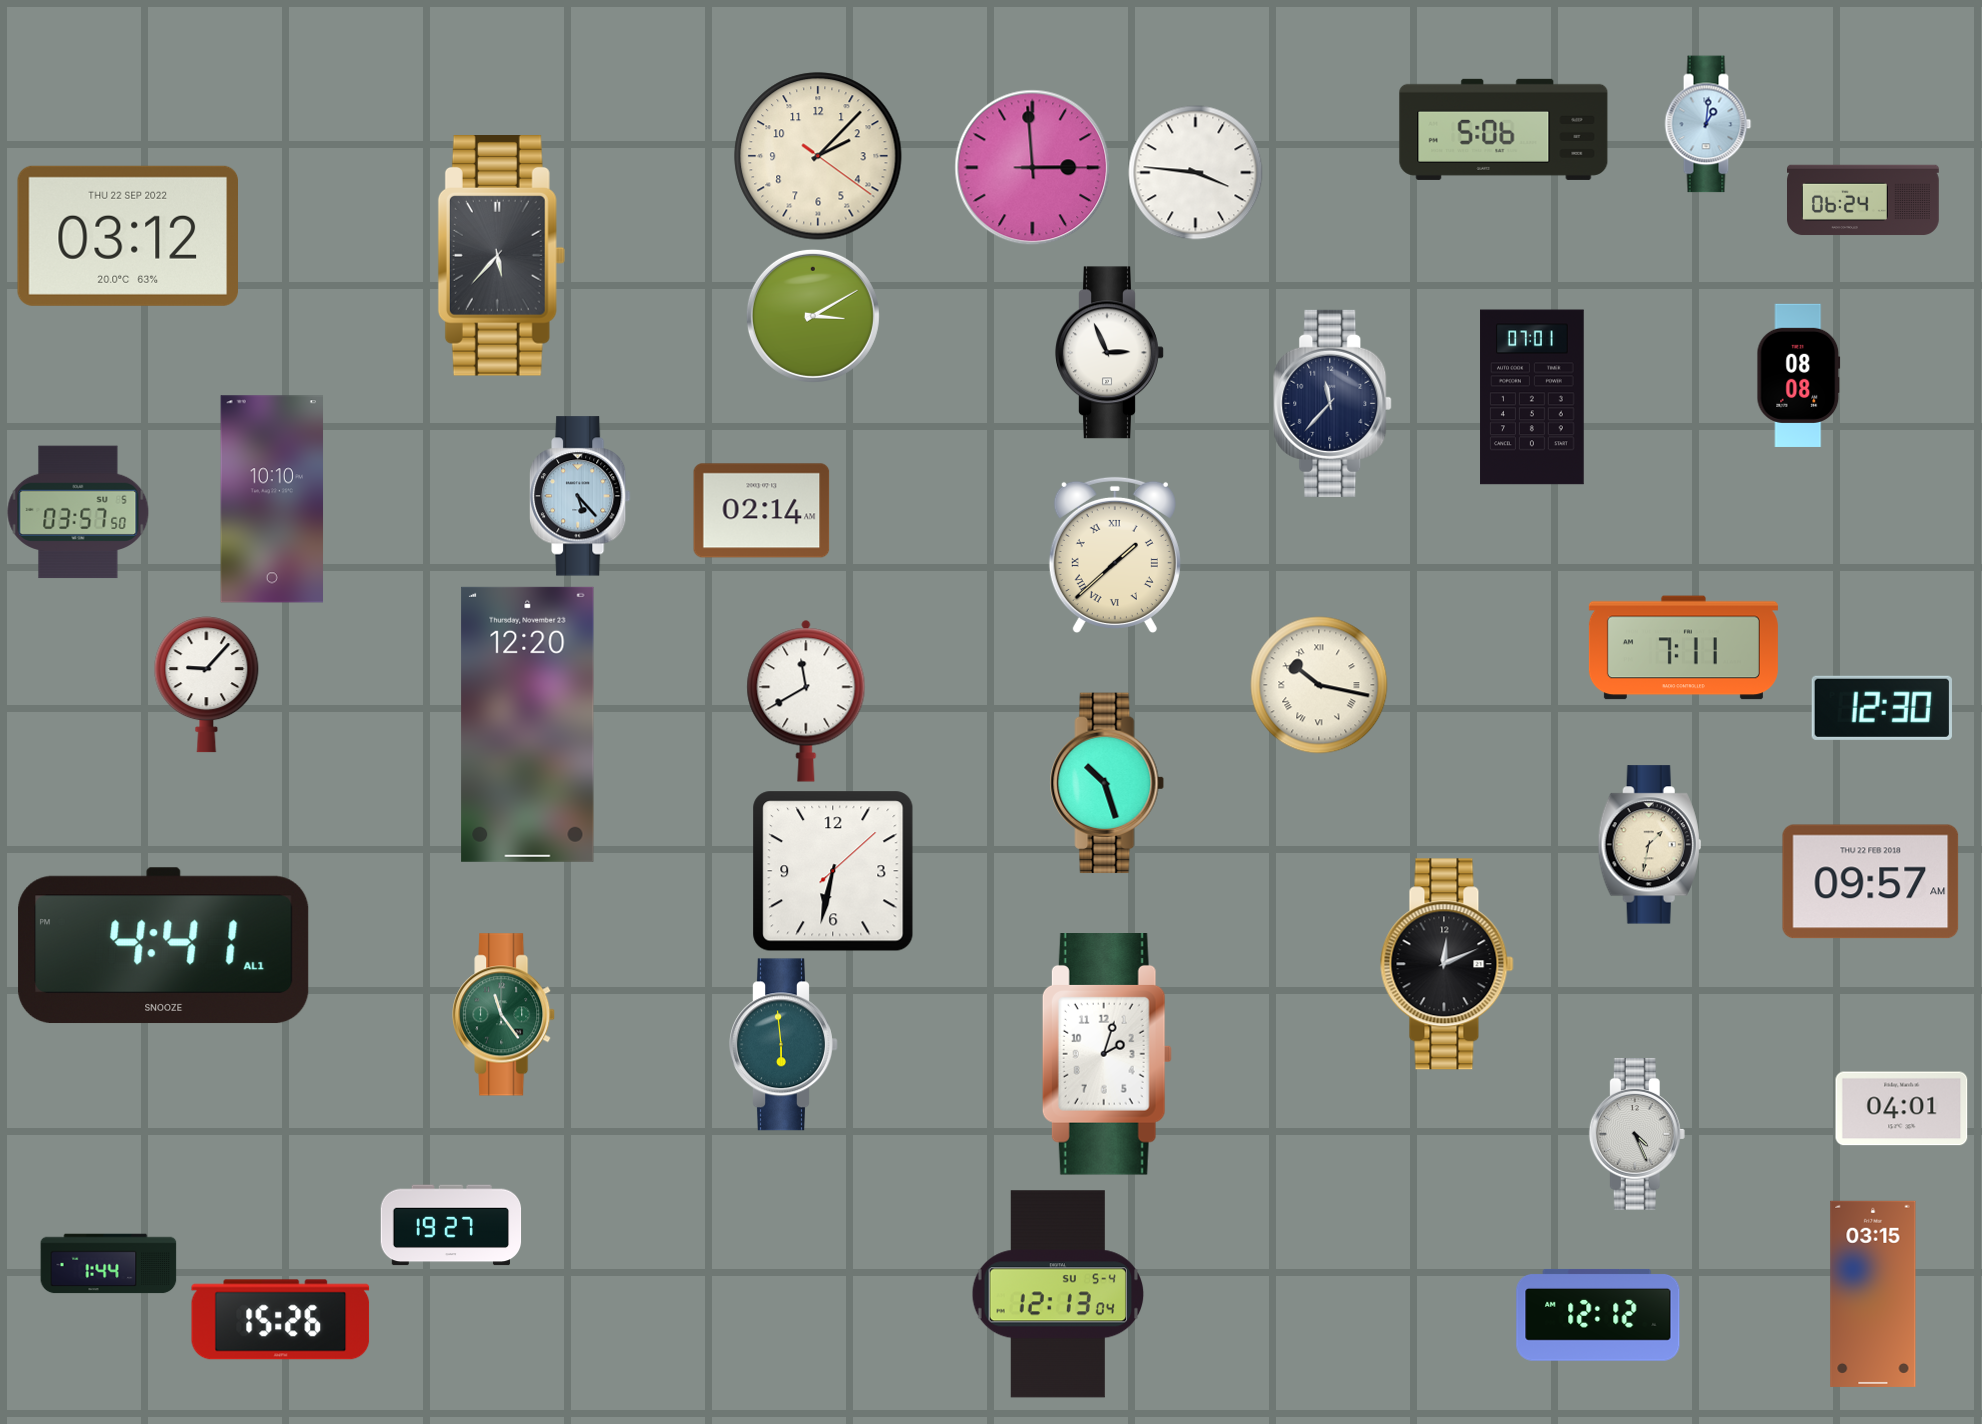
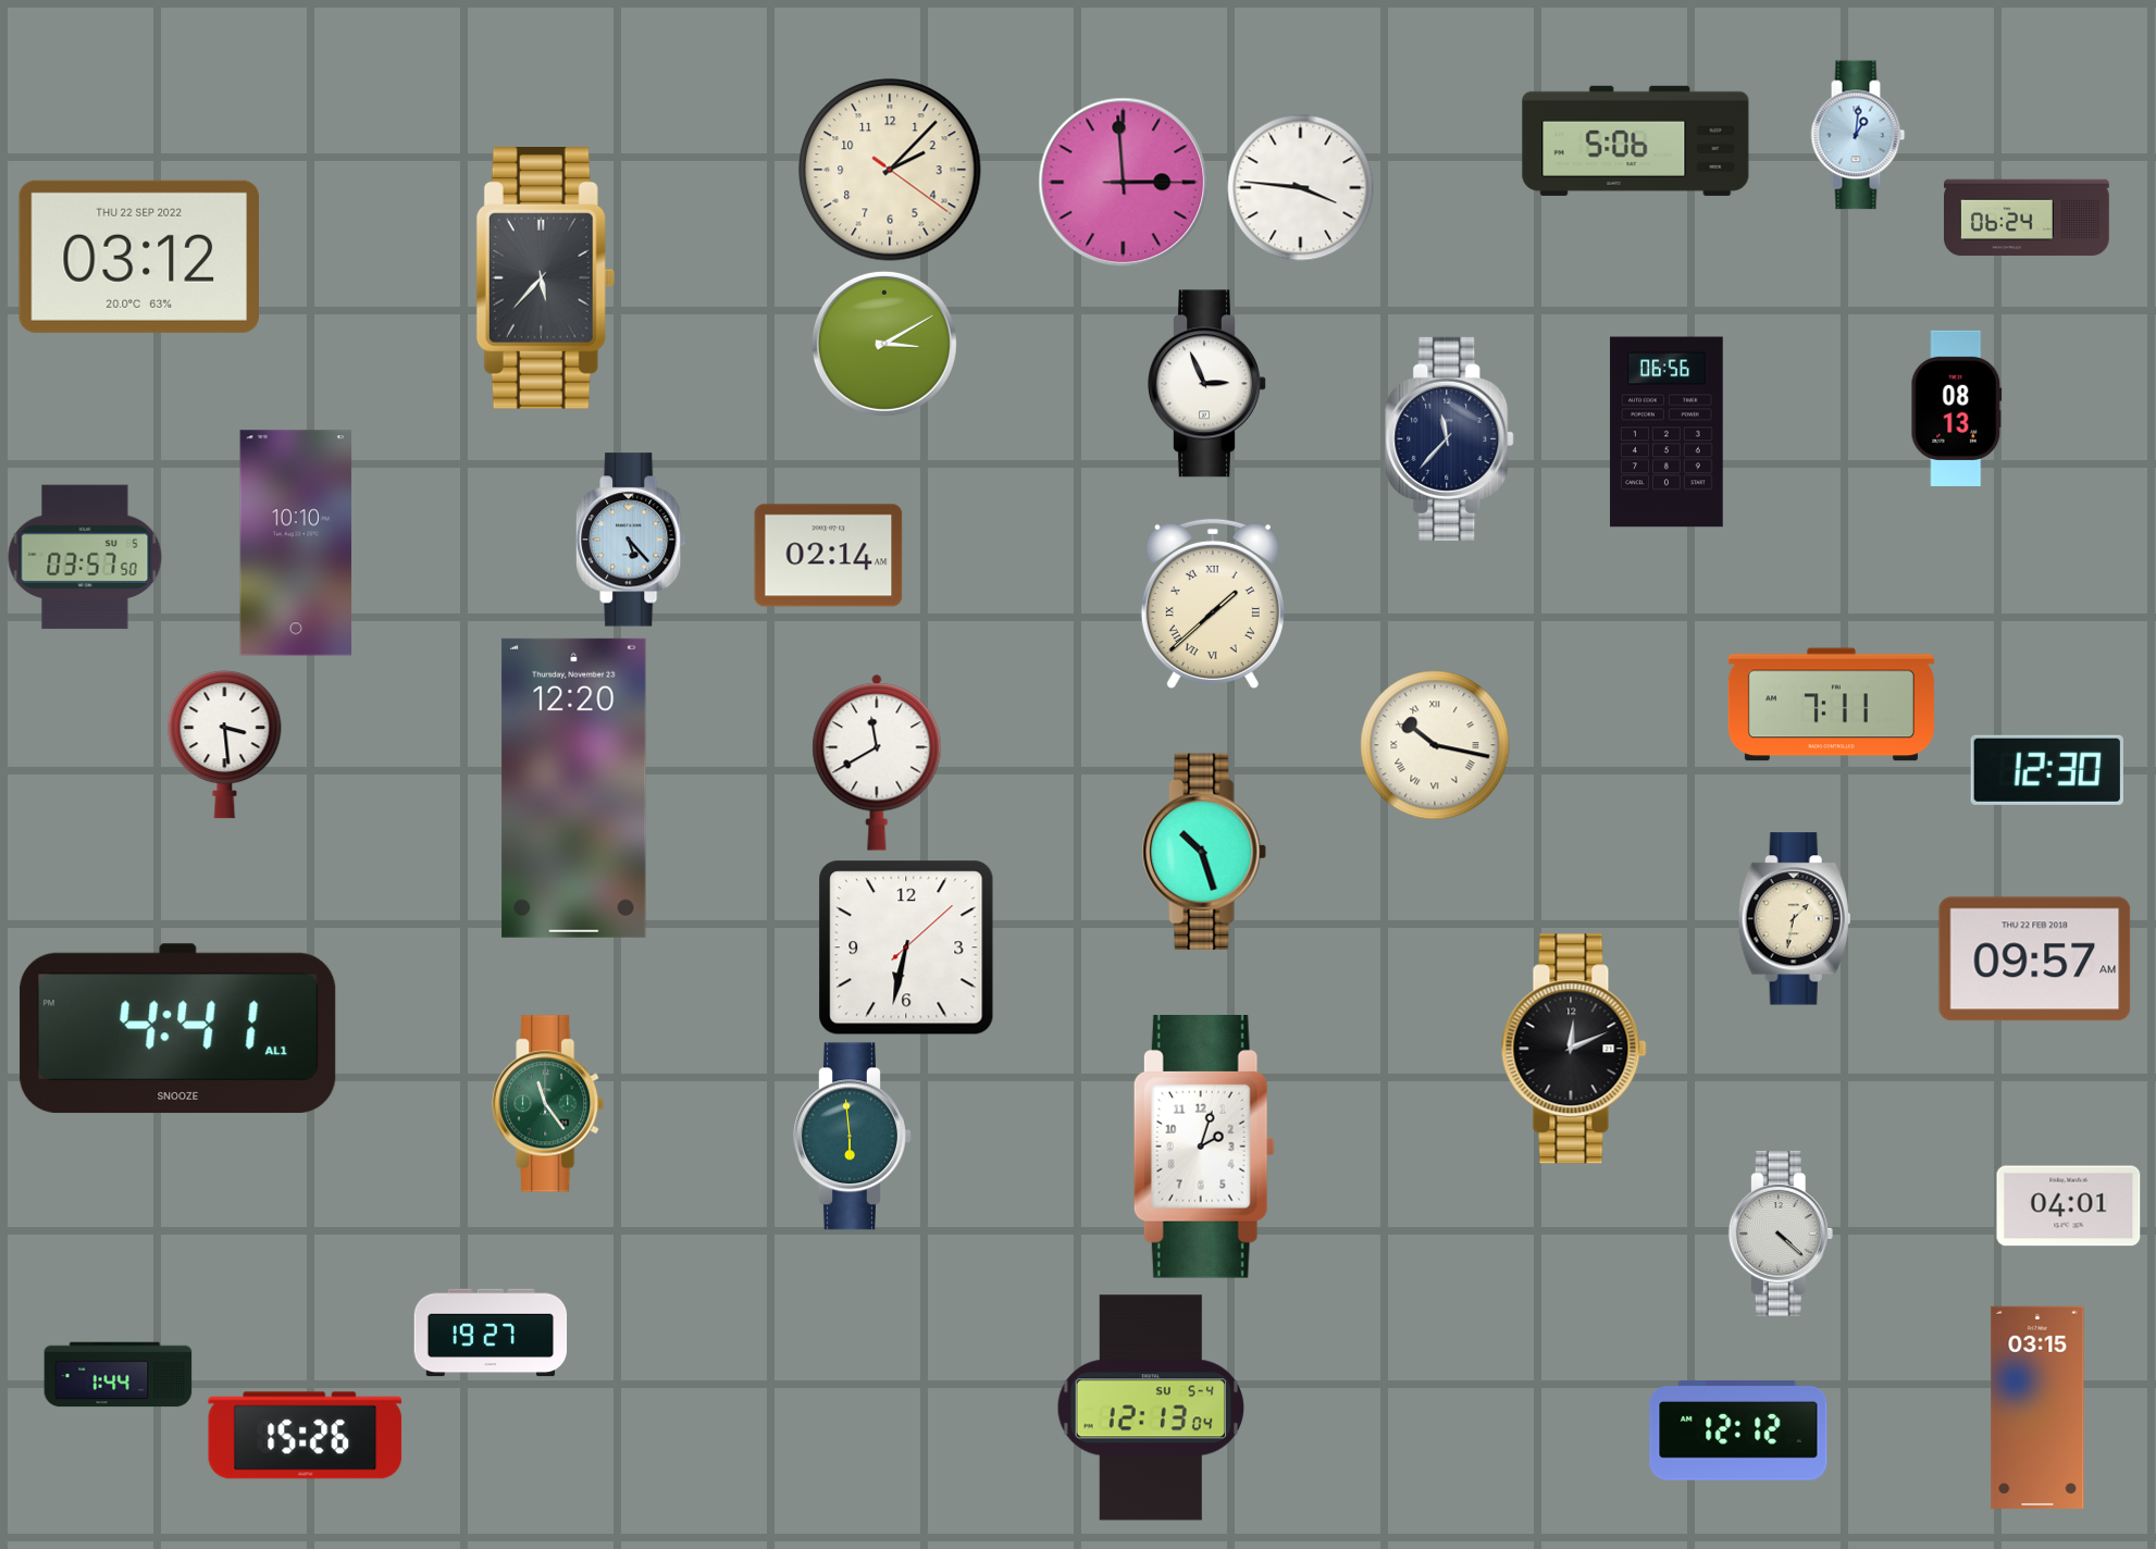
clock at (1799, 375): 08:08 -> 08:13
clock at (1532, 397): 07:01 -> 06:56
clock at (207, 685): 9:07 -> 3:29
clock at (1637, 1134): 4:26 -> 4:22
